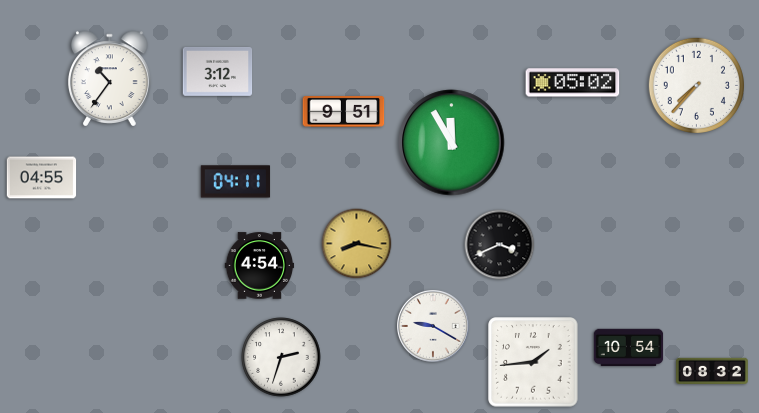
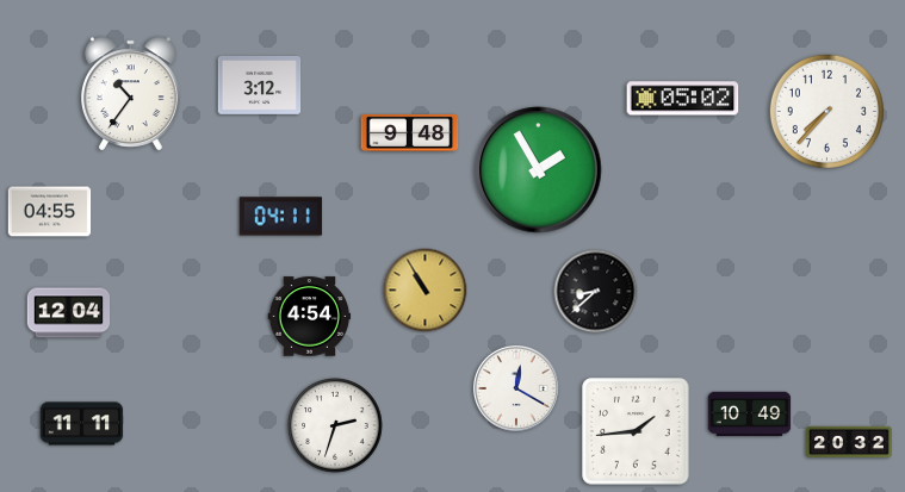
clock at (696, 85) position: (696, 85) -> (826, 111)
clock at (344, 112): 9:51 -> 9:48
clock at (452, 143): 11:55 -> 1:55
clock at (357, 244): 8:17 -> 10:55
clock at (500, 245): 3:41 -> 8:38
clock at (69, 313): none -> 12:04
clock at (433, 326): 9:20 -> 12:20
clock at (629, 348): 10:54 -> 10:49
clock at (82, 424): none -> 11:11
clock at (713, 370): 08:32 -> 20:32
